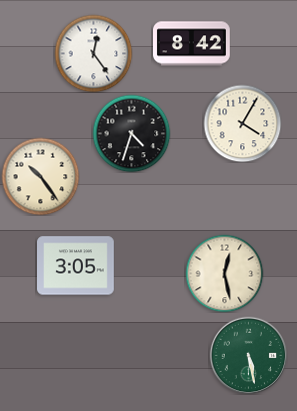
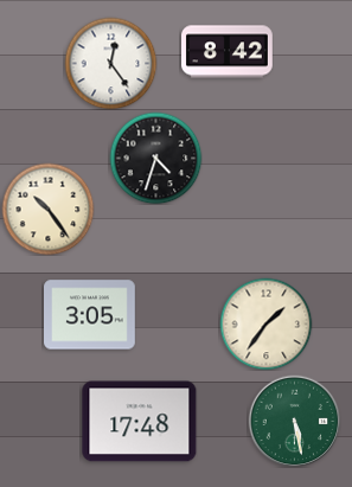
clock at (242, 123): 4:05 -> none
clock at (224, 273): 12:28 -> 1:36
clock at (140, 422): none -> 17:48
